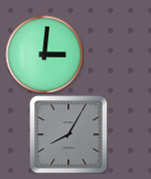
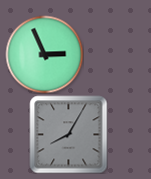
clock at (44, 54): 3:01 -> 2:56
